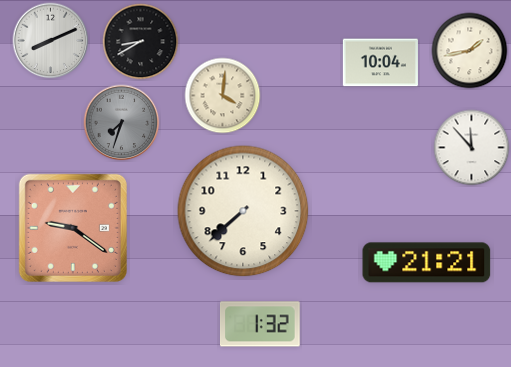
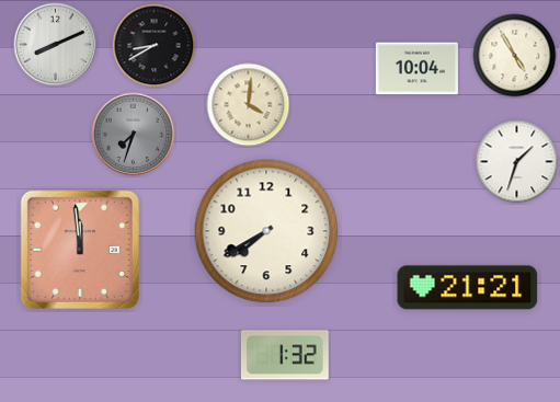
clock at (470, 51): 1:43 -> 4:55
clock at (223, 96) position: (223, 96) -> (249, 105)
clock at (472, 148): 11:53 -> 1:33
clock at (243, 211): 7:38 -> 7:40
clock at (73, 228): 9:21 -> 11:59
